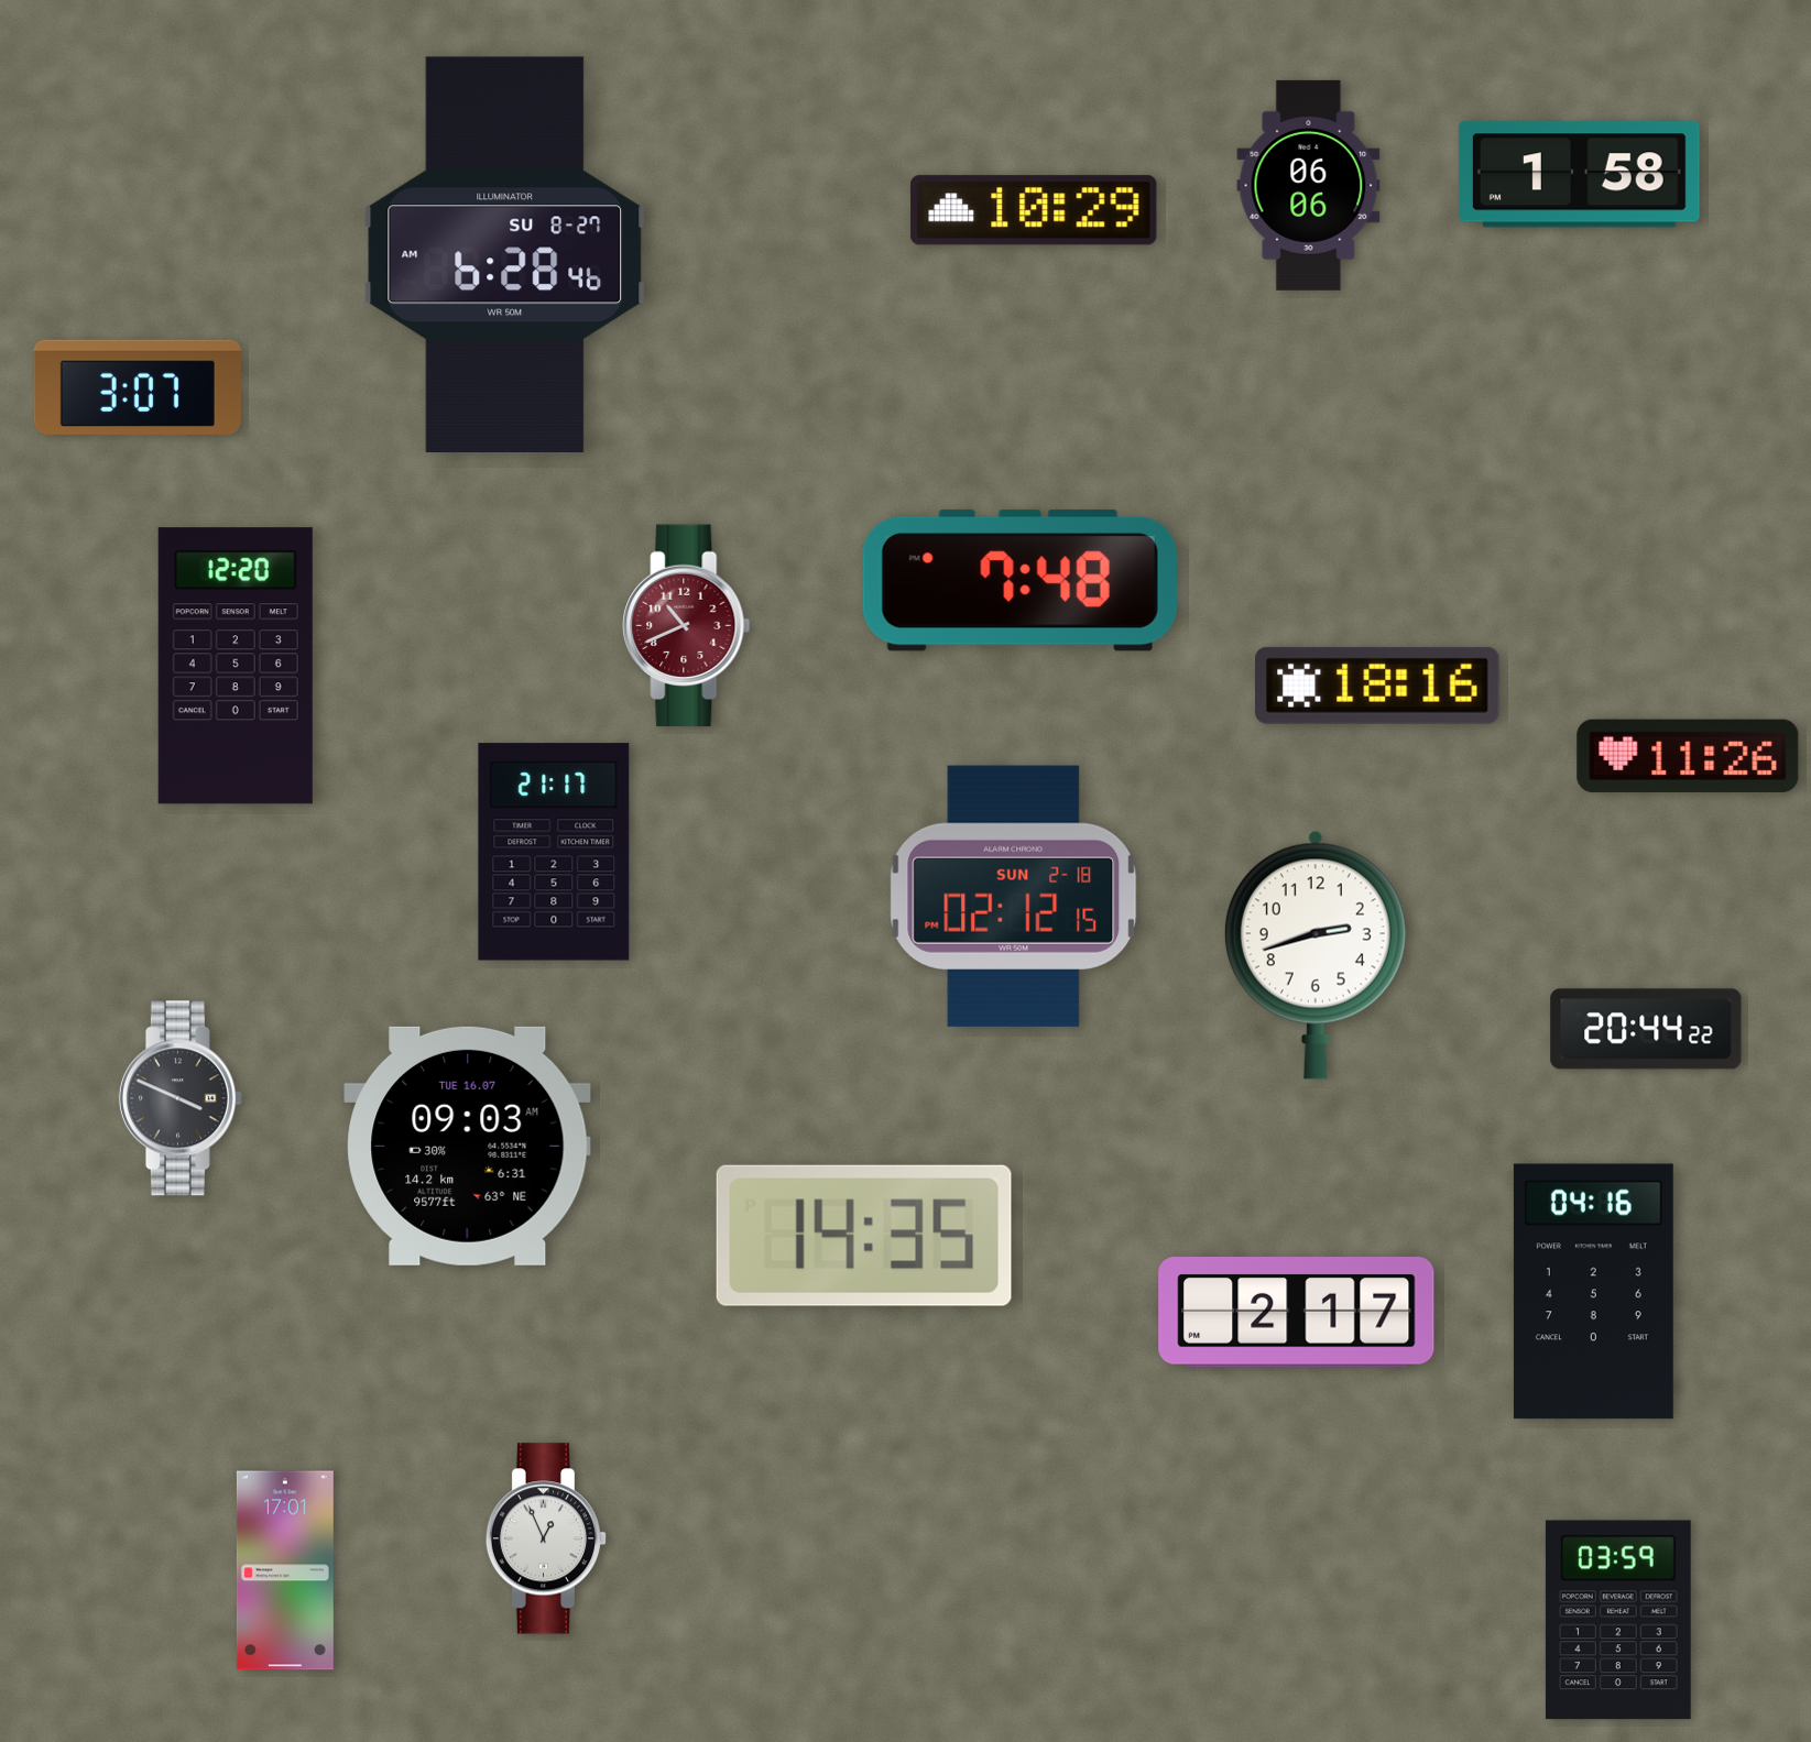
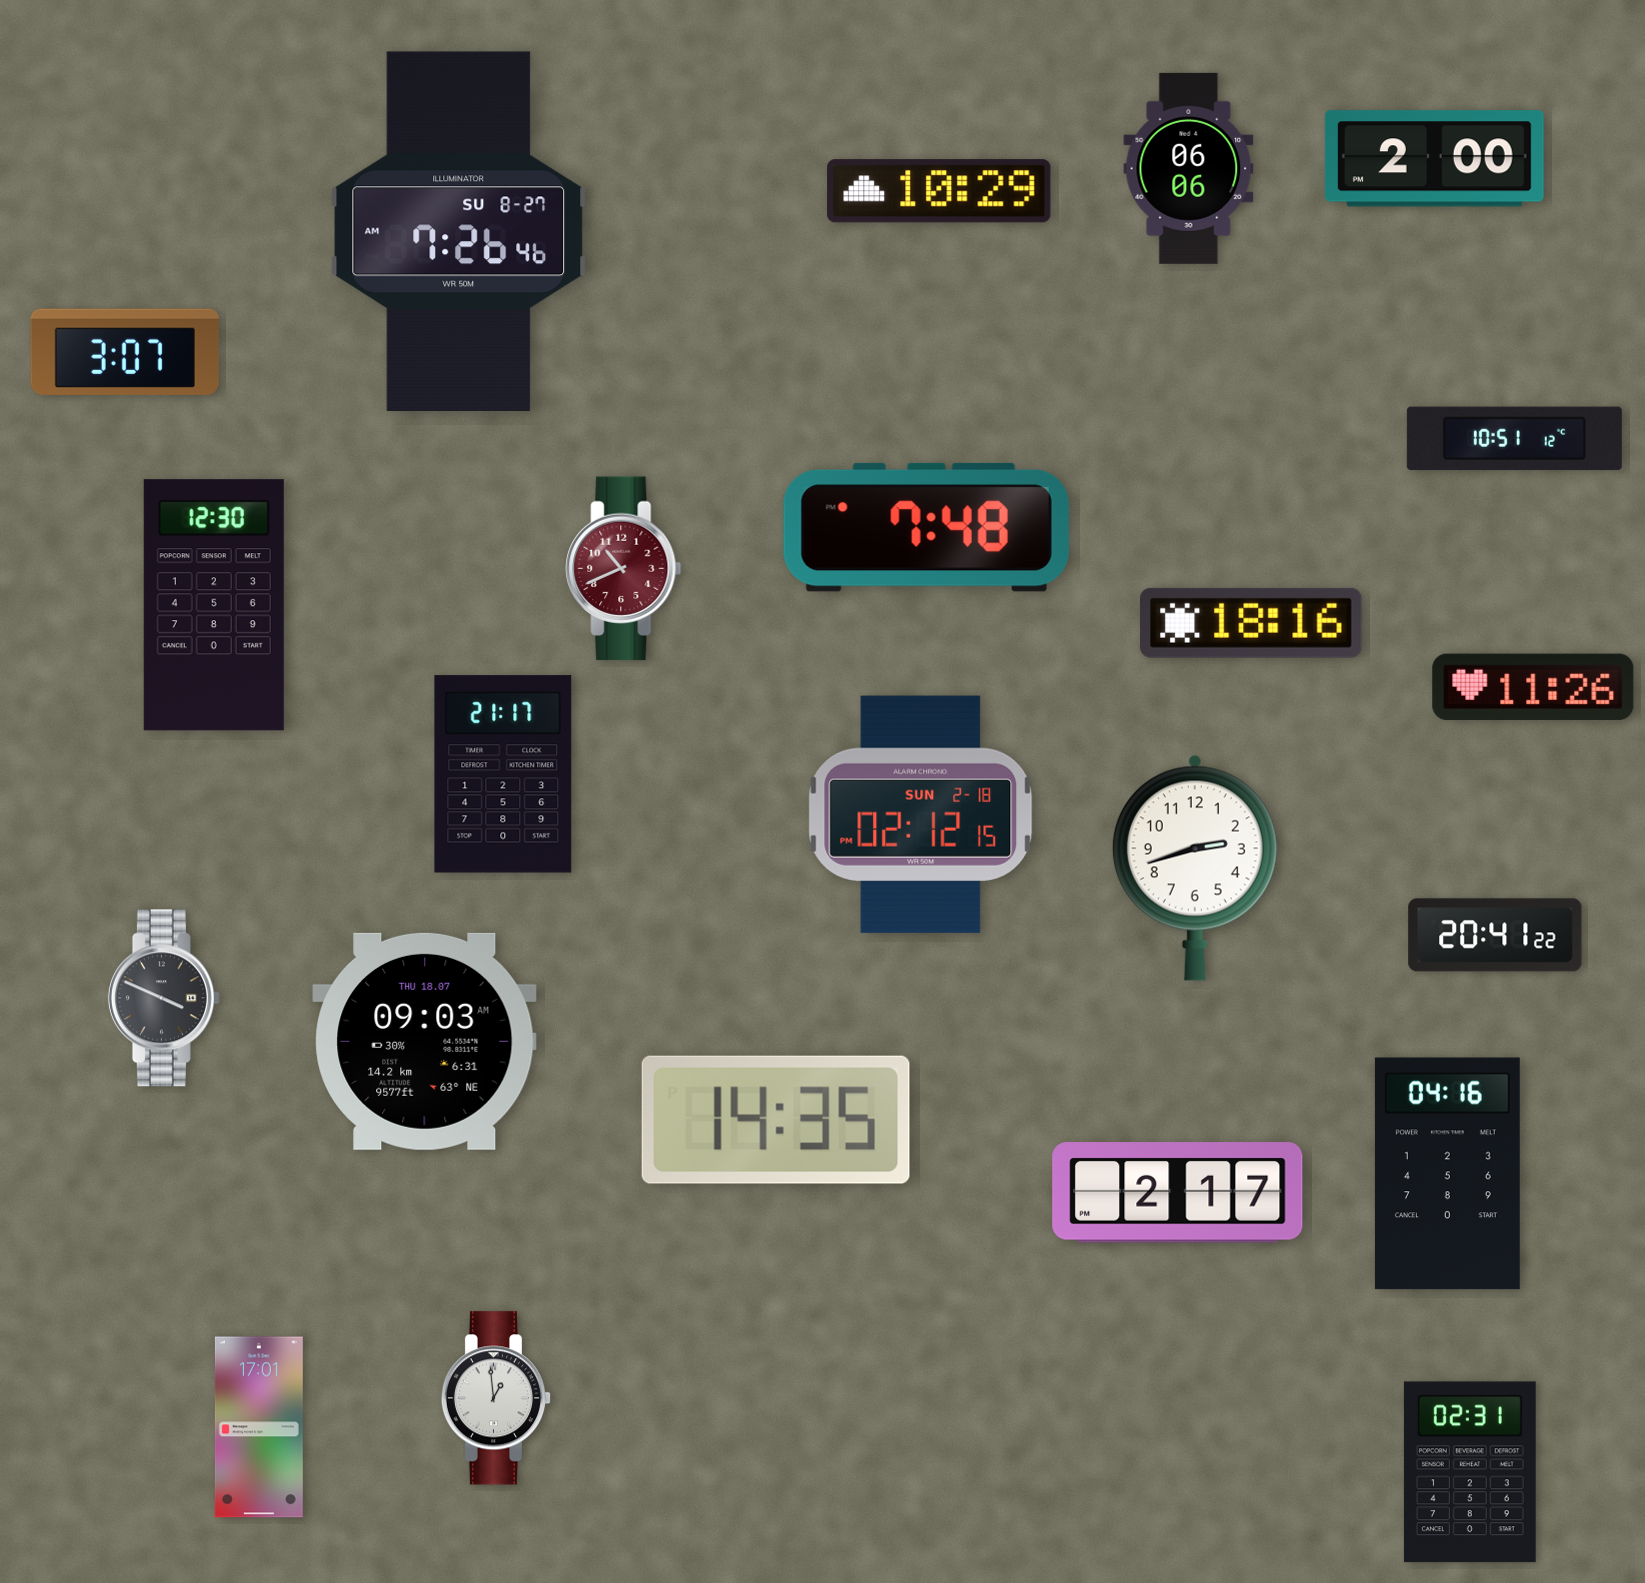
clock at (1579, 175): 1:58 -> 2:00
clock at (505, 254): 6:28 -> 7:26
clock at (1514, 439): none -> 10:51
clock at (236, 666): 12:20 -> 12:30
clock at (1646, 1029): 20:44 -> 20:41
clock at (468, 1146) date: TUE 16.07 -> THU 18.07
clock at (864, 1236) position: (864, 1236) -> (776, 1120)
clock at (546, 1538): 12:56 -> 12:59
clock at (1618, 1620): 03:59 -> 02:31
